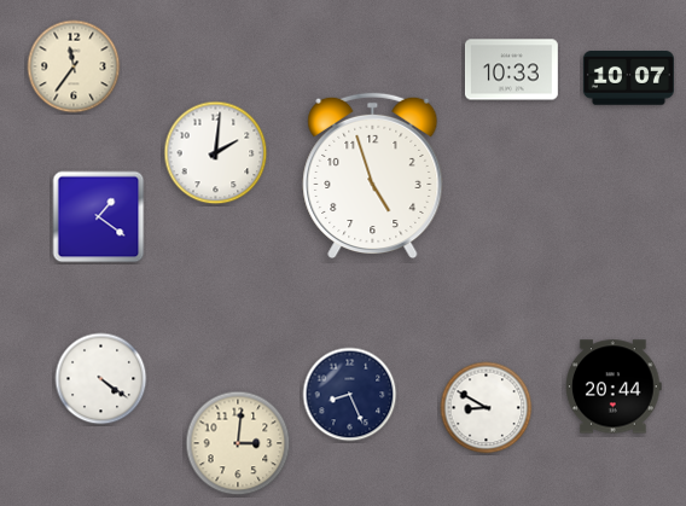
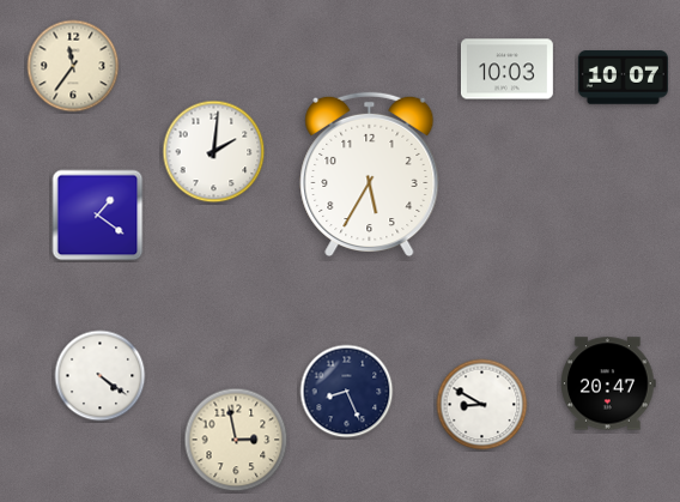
clock at (512, 70): 10:33 -> 10:03
clock at (373, 176): 4:57 -> 5:35
clock at (615, 386): 20:44 -> 20:47
clock at (238, 443): 3:01 -> 2:58
